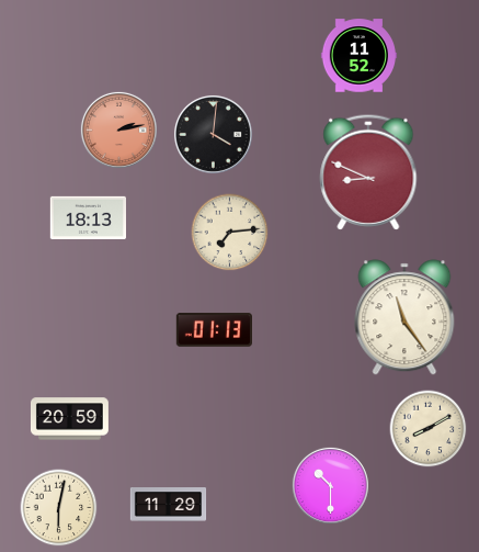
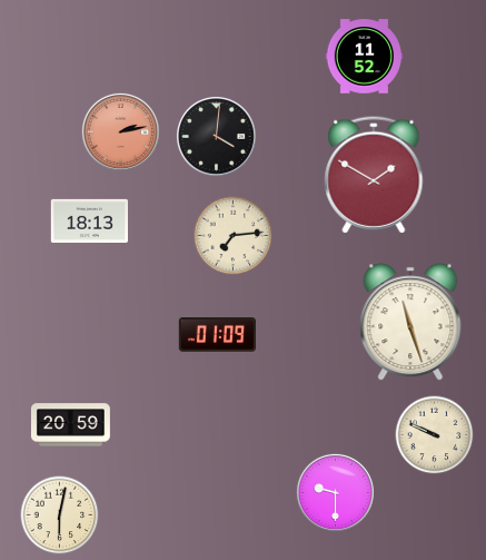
clock at (368, 172): 8:49 -> 1:50
clock at (404, 317): 11:24 -> 11:27
clock at (214, 330): 01:13 -> 01:09
clock at (429, 429): 8:10 -> 9:49
clock at (330, 485): 10:30 -> 9:30
clock at (169, 505): 11:29 -> none
